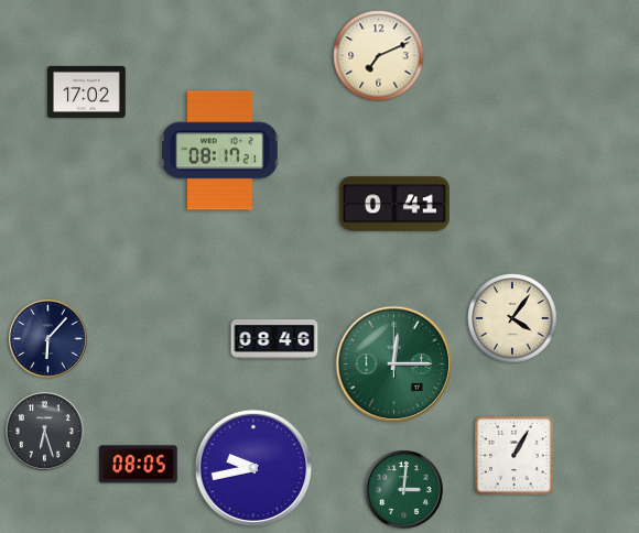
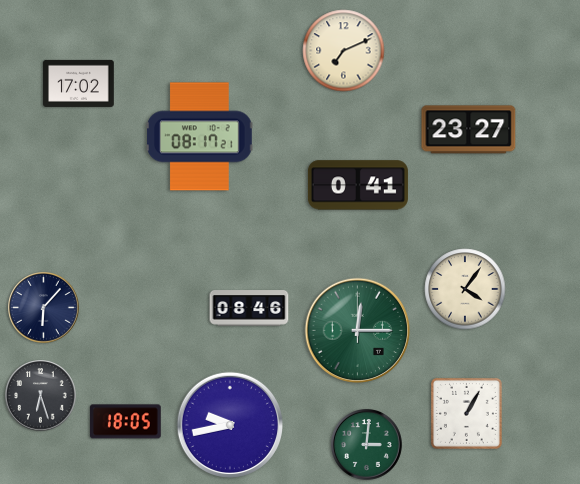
clock at (469, 130): none -> 23:27
clock at (45, 432) position: (45, 432) -> (41, 396)
clock at (138, 465): 08:05 -> 18:05
